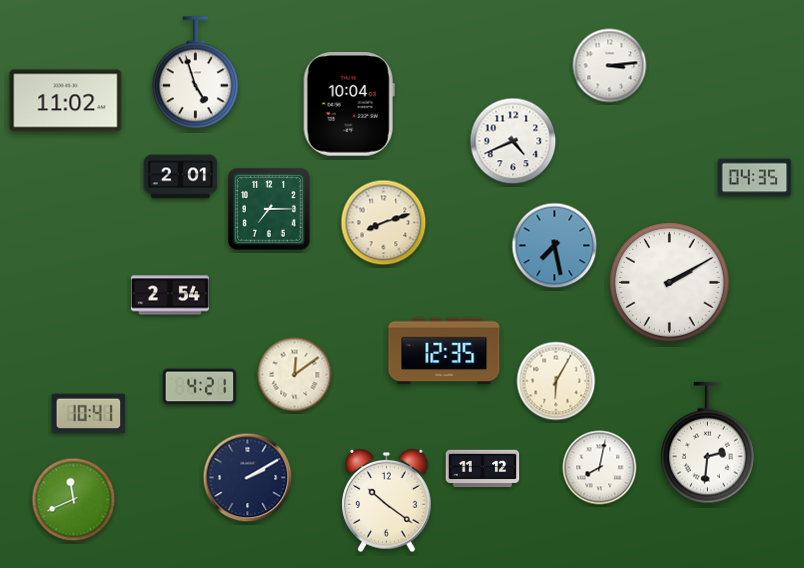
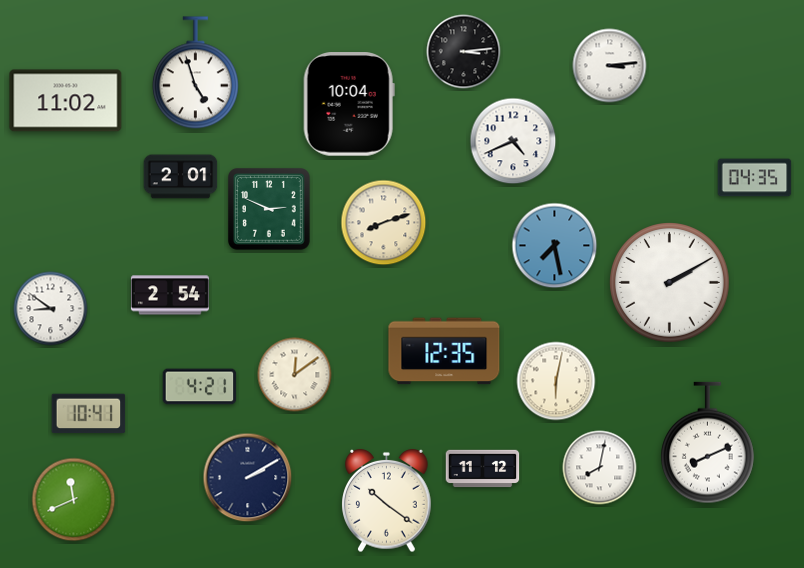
clock at (464, 52): none -> 3:14
clock at (270, 210): 7:15 -> 2:49
clock at (51, 309): none -> 8:51
clock at (556, 381): 6:05 -> 6:02
clock at (708, 443): 2:31 -> 8:11
